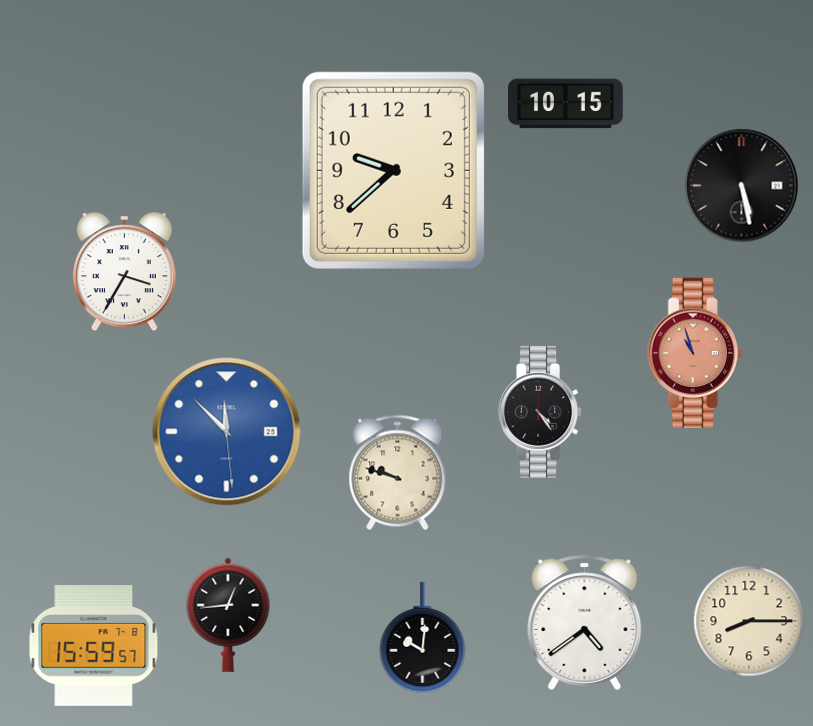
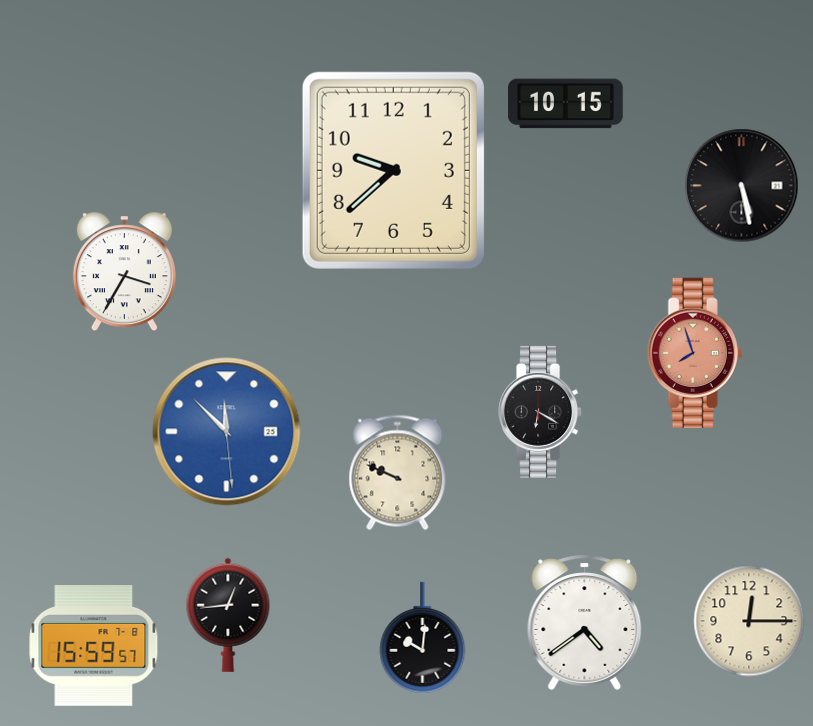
clock at (695, 353): 10:57 -> 7:57
clock at (541, 412): 4:24 -> 6:20
clock at (398, 473): 9:48 -> 9:49
clock at (749, 621): 8:15 -> 12:15
